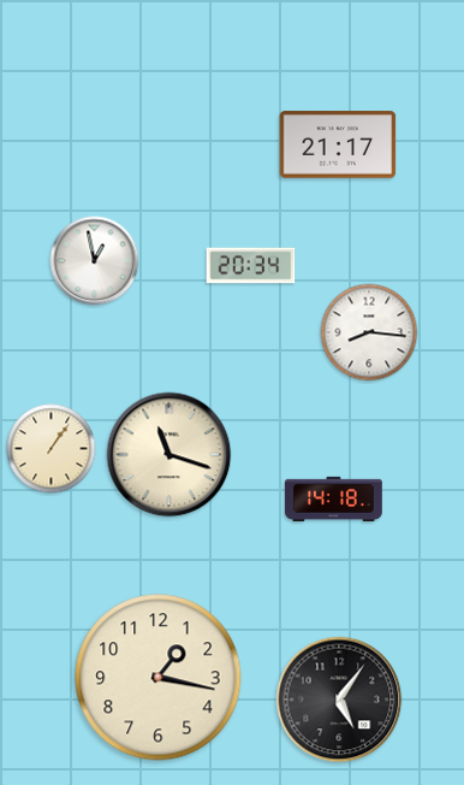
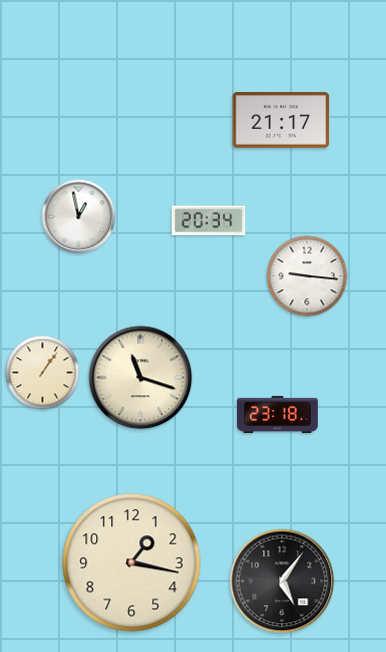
clock at (369, 332): 8:16 -> 9:16
clock at (334, 498): 14:18 -> 23:18
